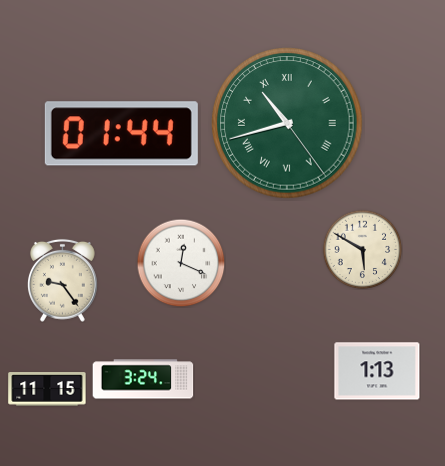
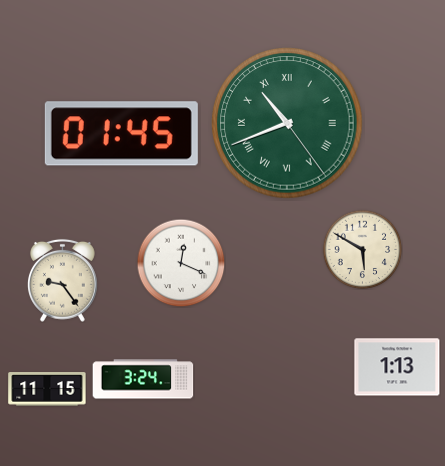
clock at (287, 123): 10:42 -> 10:41
clock at (121, 134): 01:44 -> 01:45
clock at (377, 371) position: (377, 371) -> (397, 367)
